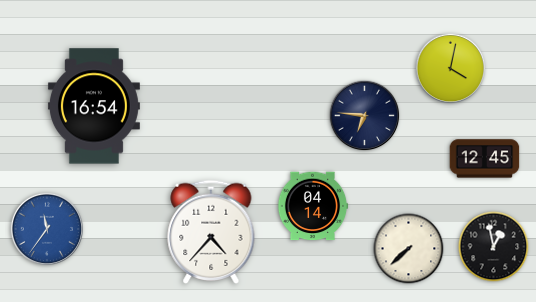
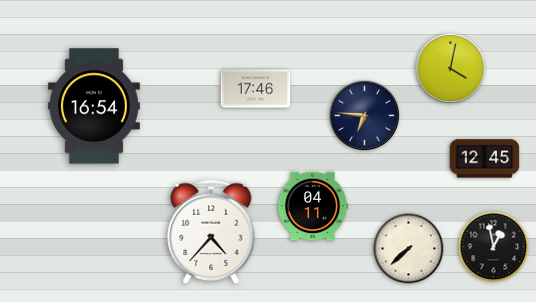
clock at (256, 89): none -> 17:46
clock at (313, 206): 04:14 -> 04:11
clock at (47, 229): 11:36 -> none
